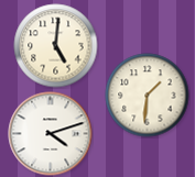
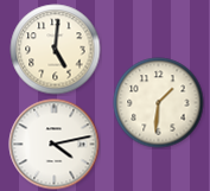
clock at (56, 46) position: (56, 46) -> (56, 50)
clock at (51, 134): 4:12 -> 4:13
